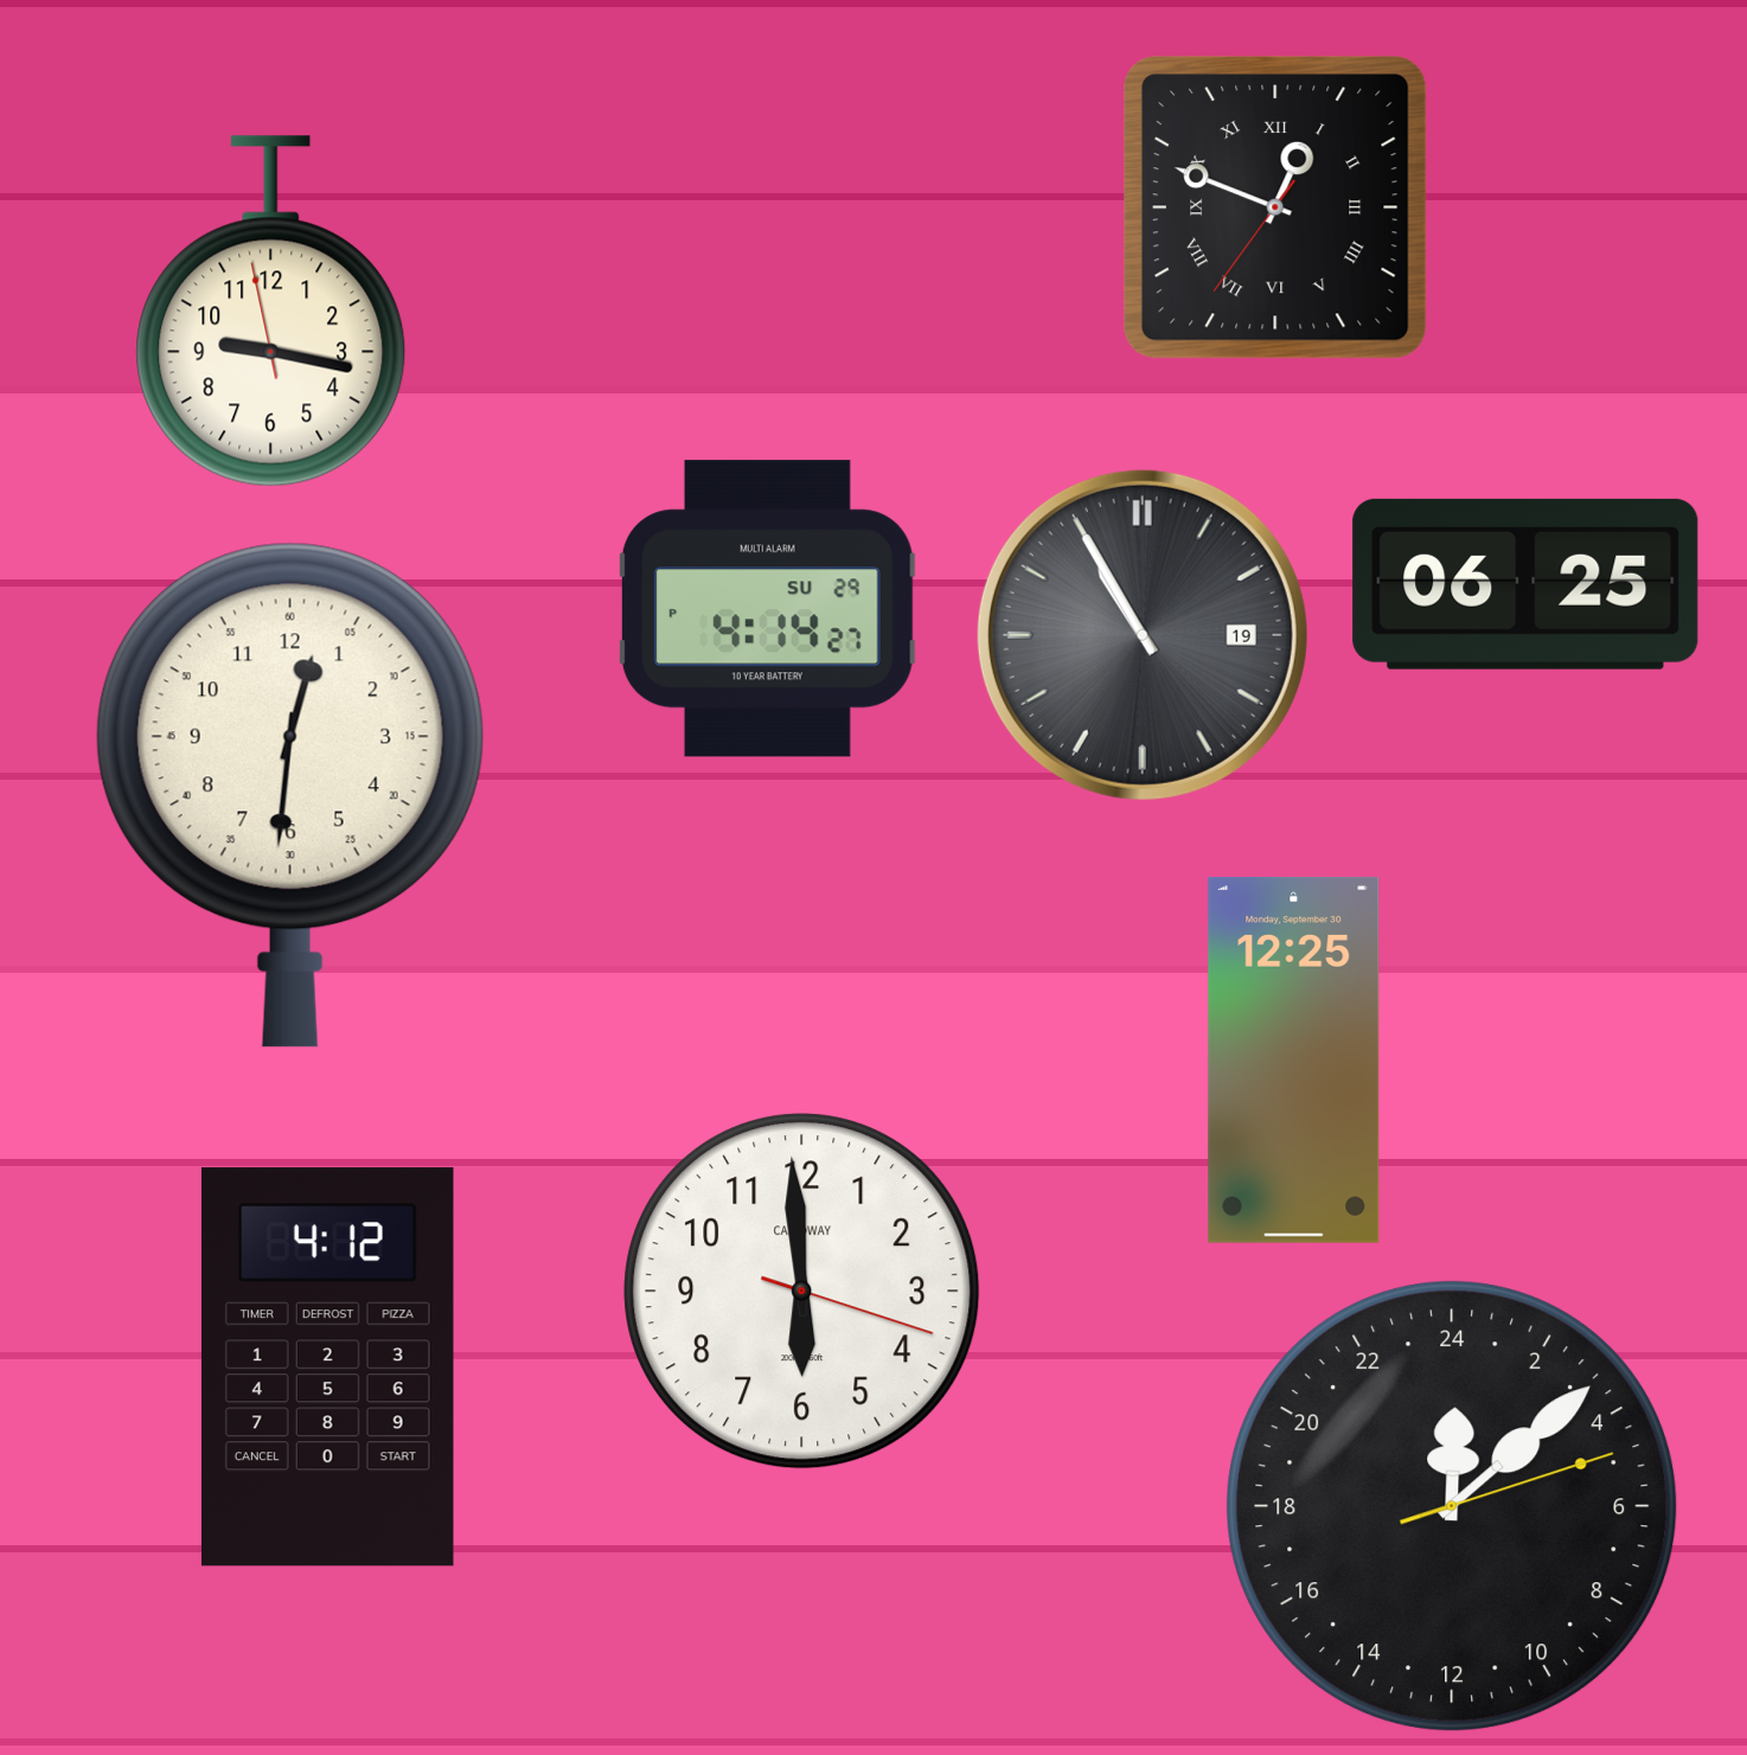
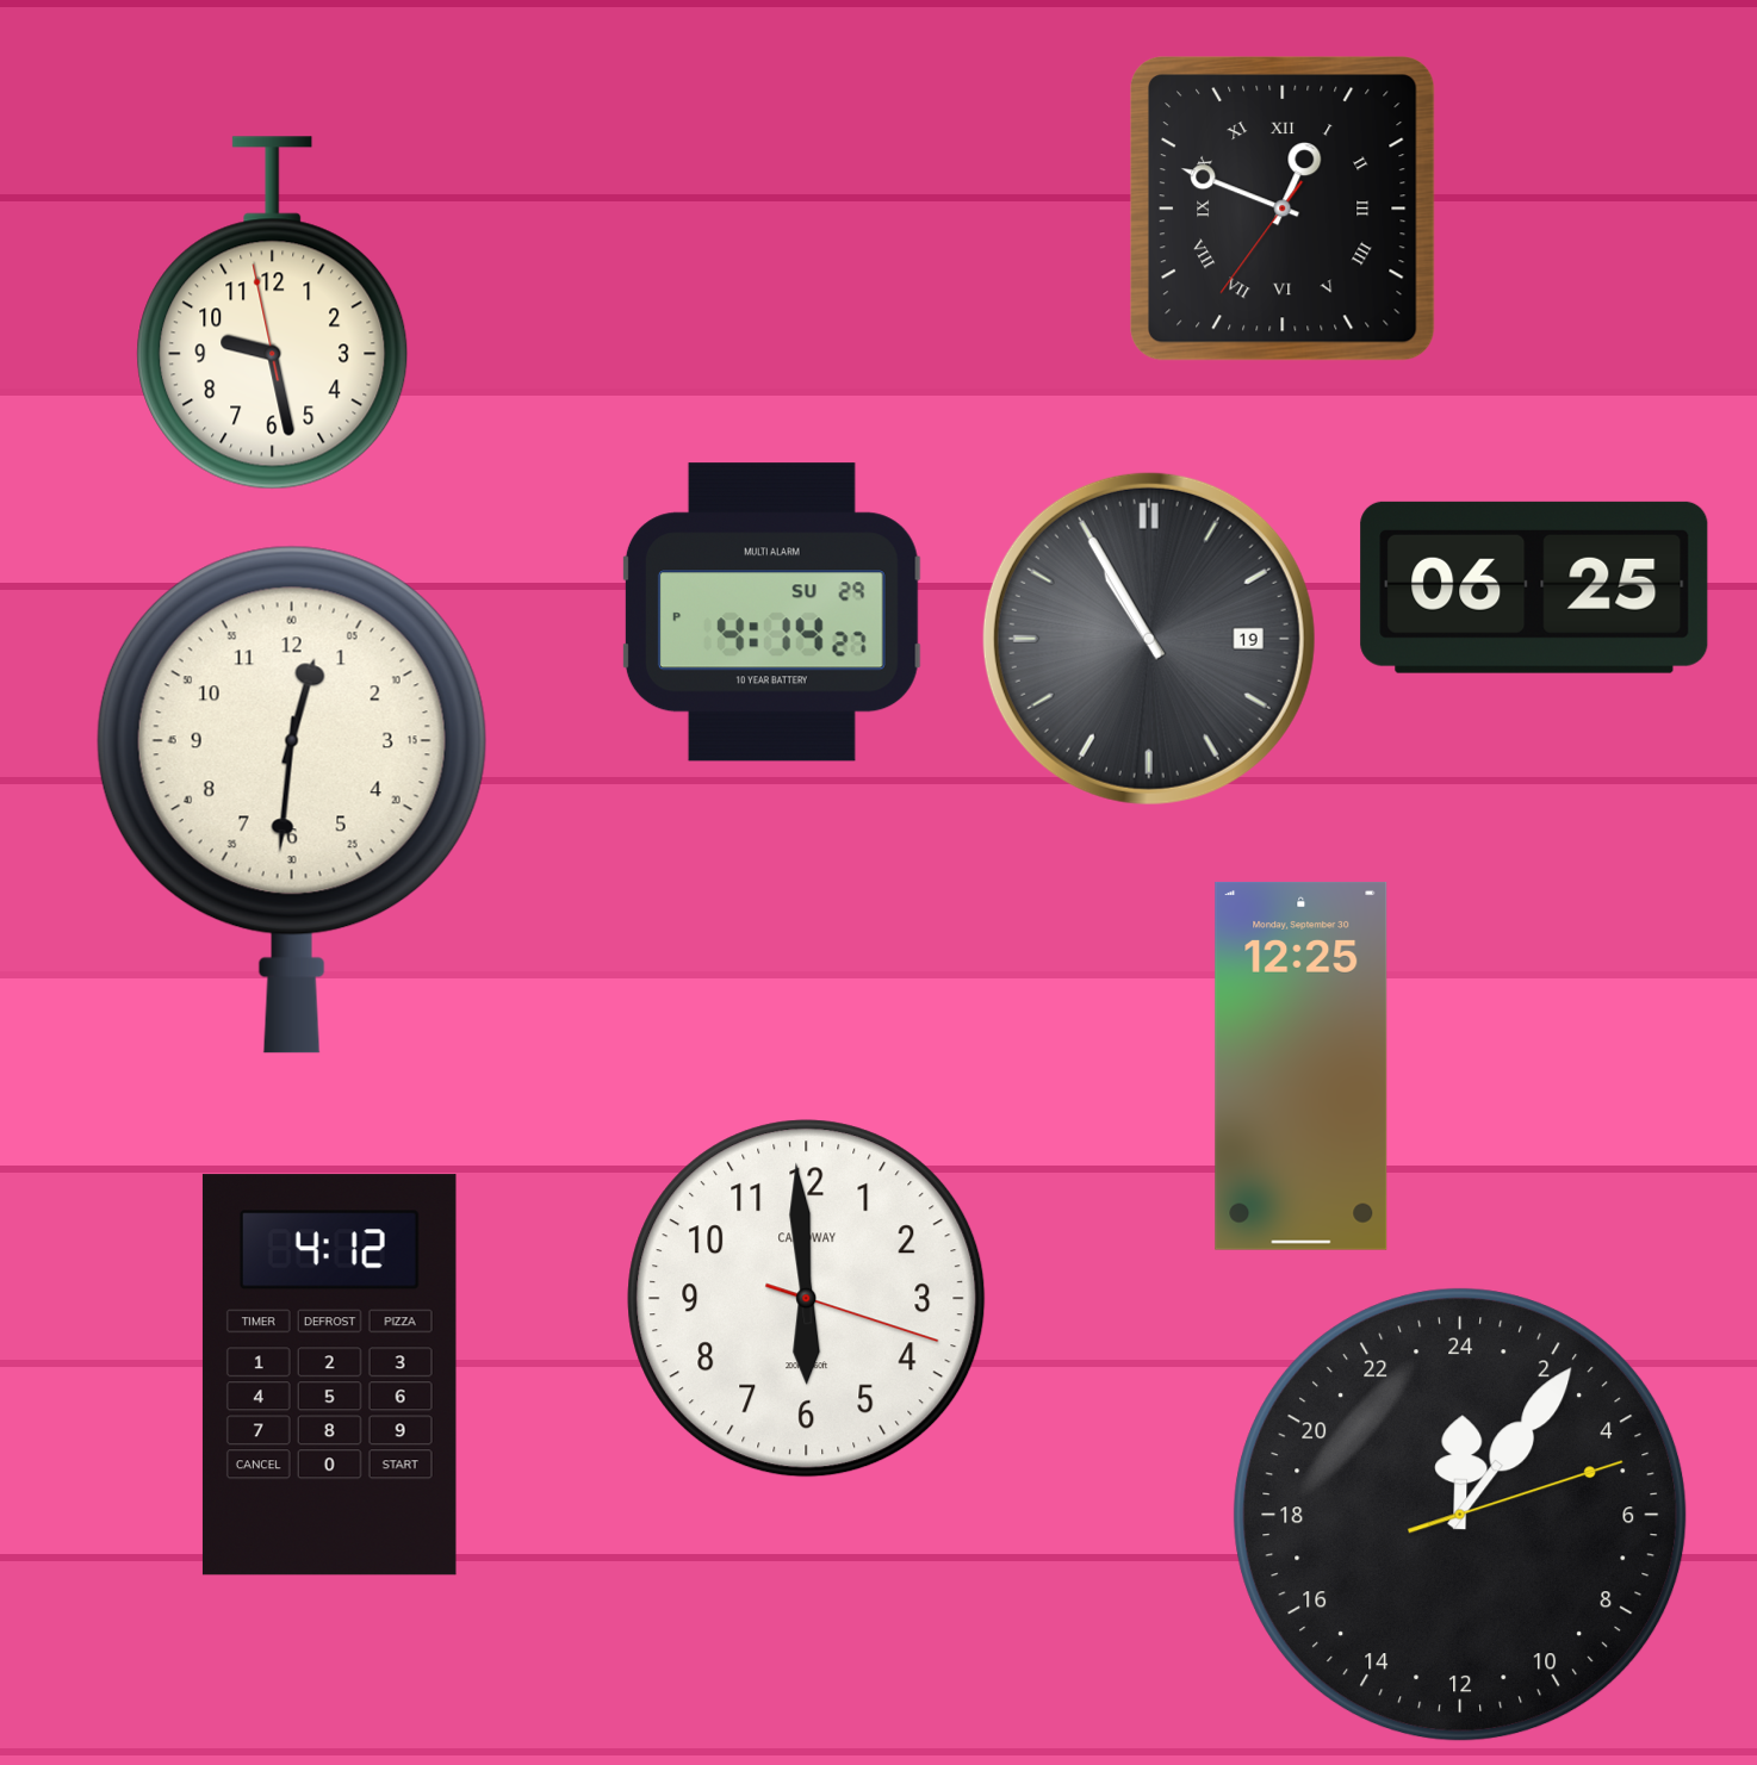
clock at (271, 312): 9:16 -> 9:27
clock at (1452, 1506): 0:08 -> 0:06
